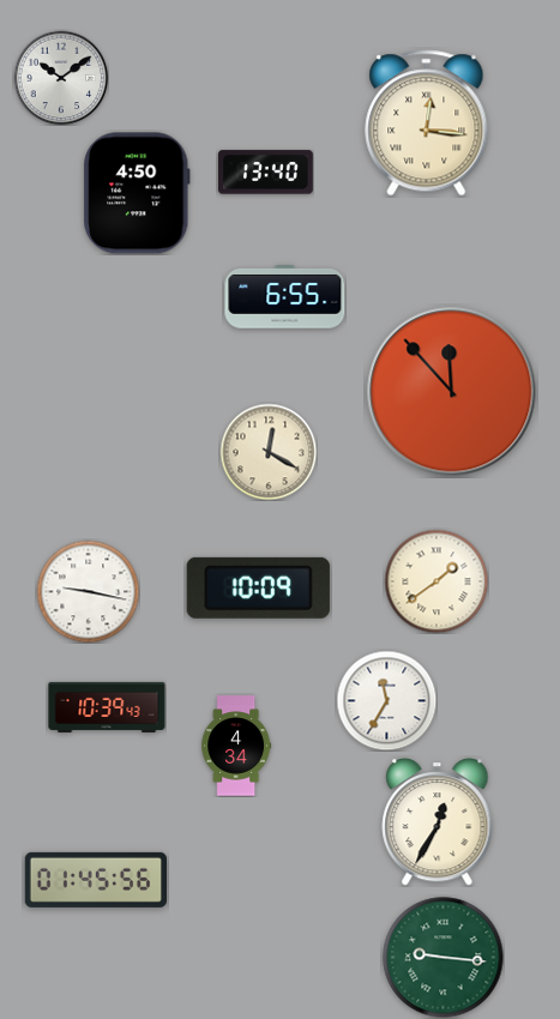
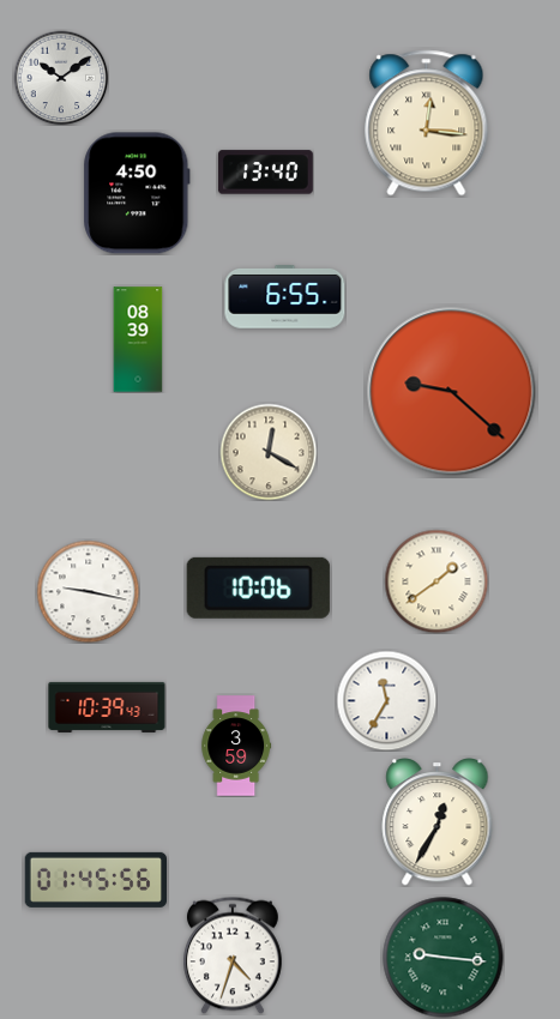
clock at (138, 339): none -> 08:39
clock at (452, 392): 11:53 -> 9:22
clock at (258, 587): 10:09 -> 10:06
clock at (236, 746): 4:34 -> 3:59
clock at (234, 955): none -> 4:33
